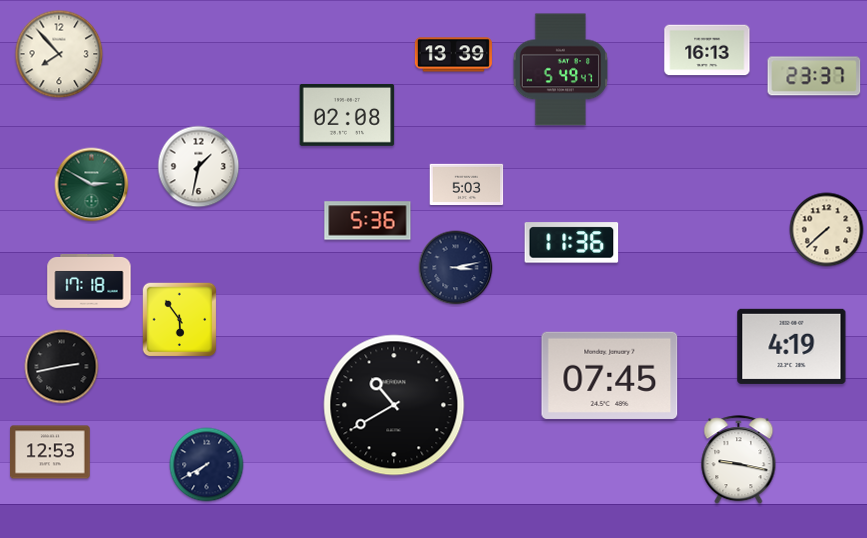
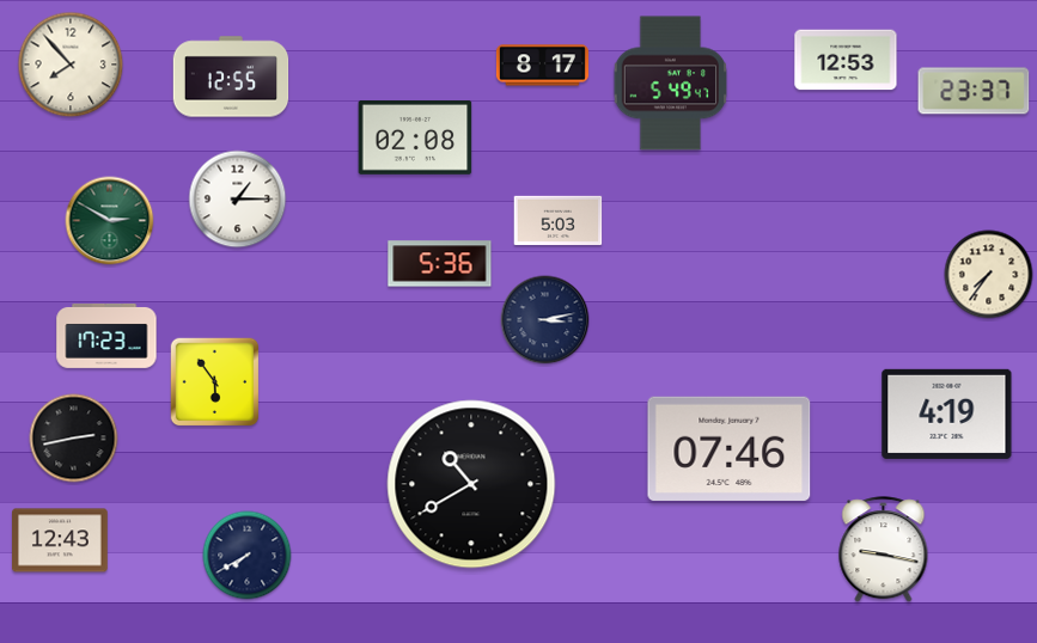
clock at (707, 50): 16:13 -> 12:53
clock at (453, 55): 13:39 -> 8:17
clock at (231, 76): none -> 12:55
clock at (199, 167): 1:32 -> 1:15
clock at (827, 230): 7:38 -> 7:36
clock at (572, 243): 11:36 -> none
clock at (89, 281): 17:18 -> 17:23
clock at (610, 375): 07:45 -> 07:46
clock at (51, 452): 12:53 -> 12:43
